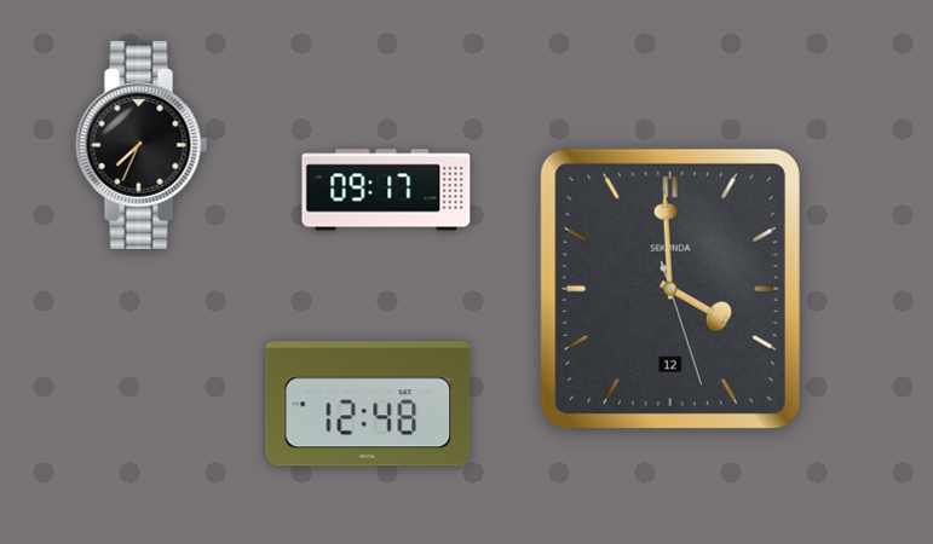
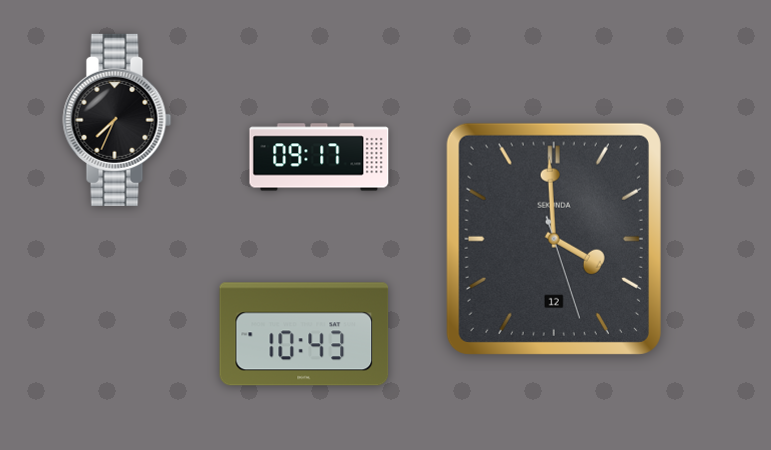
clock at (368, 404): 12:48 -> 10:43
